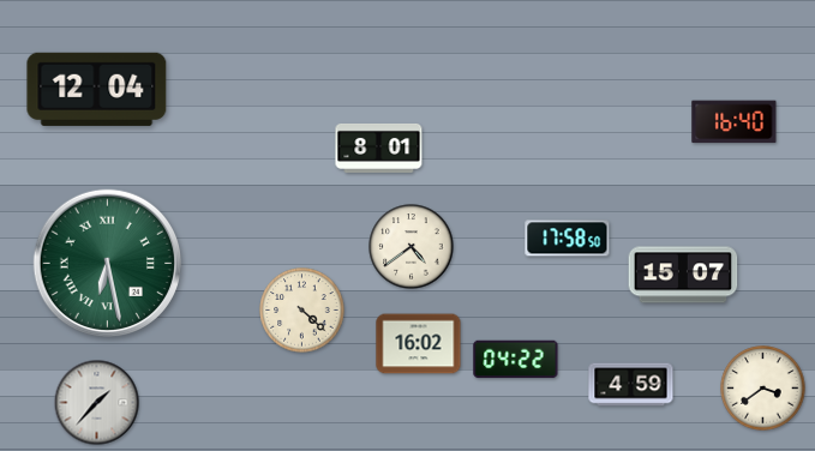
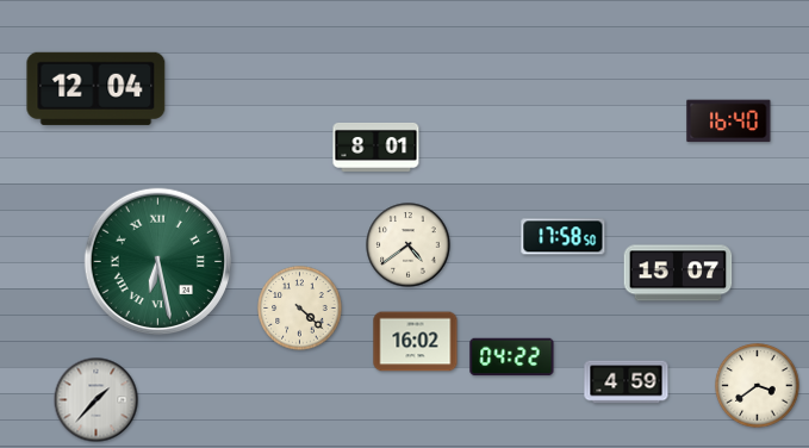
clock at (107, 263) position: (107, 263) -> (157, 261)
